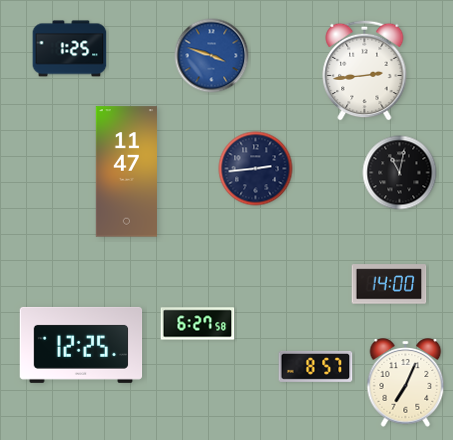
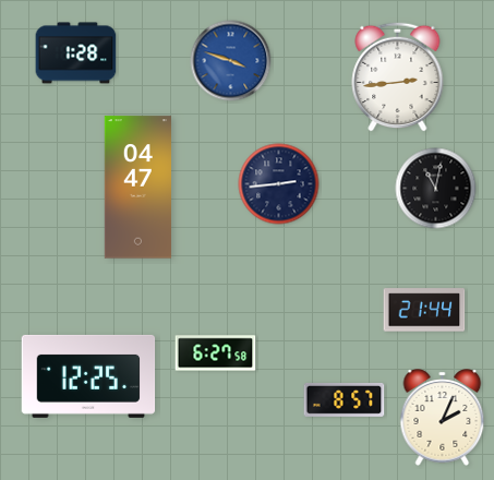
clock at (70, 49): 1:25 -> 1:28
clock at (126, 172): 11:47 -> 04:47
clock at (389, 284): 14:00 -> 21:44
clock at (406, 383): 7:04 -> 2:04
